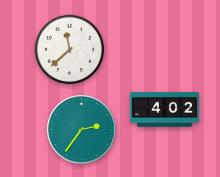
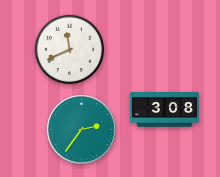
clock at (70, 50): 11:38 -> 11:41
clock at (164, 110): 4:02 -> 3:08
